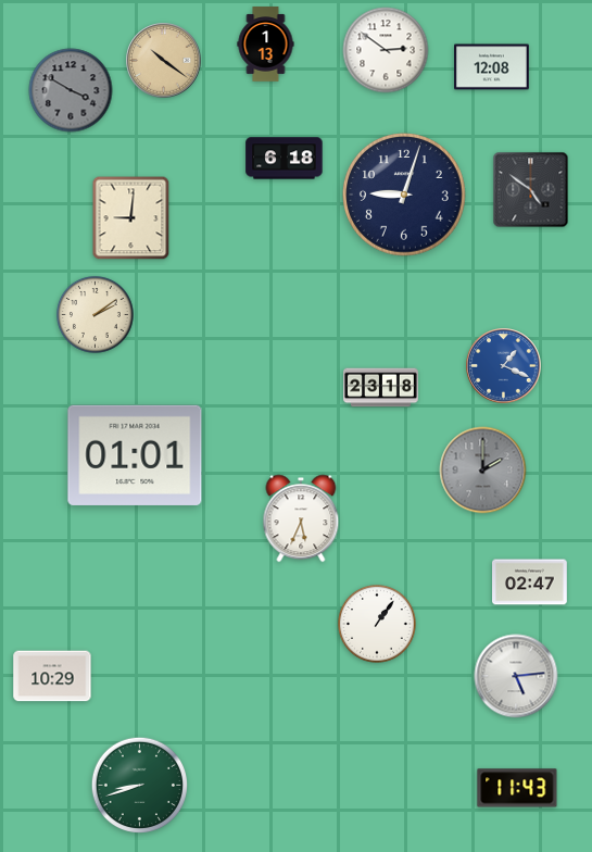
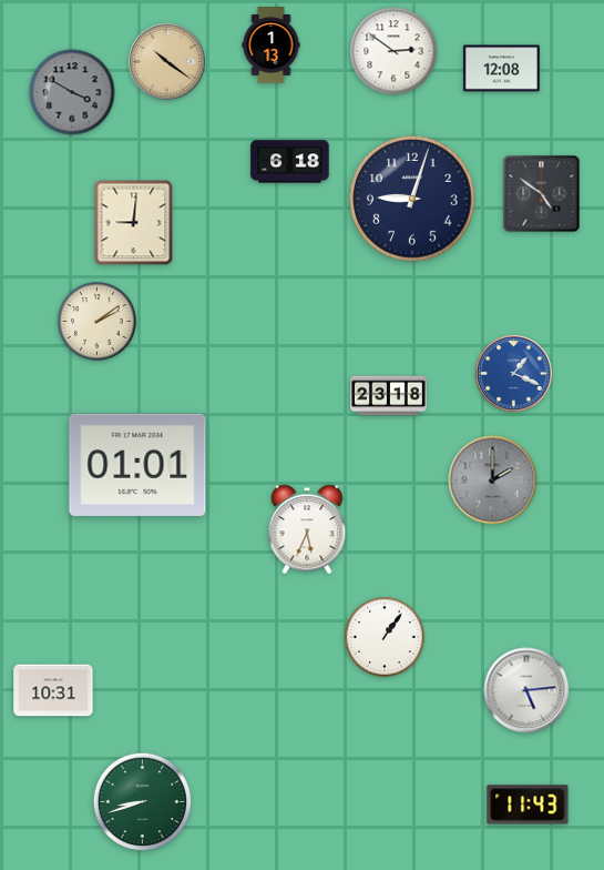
clock at (530, 582): 02:47 -> none
clock at (52, 676): 10:29 -> 10:31
